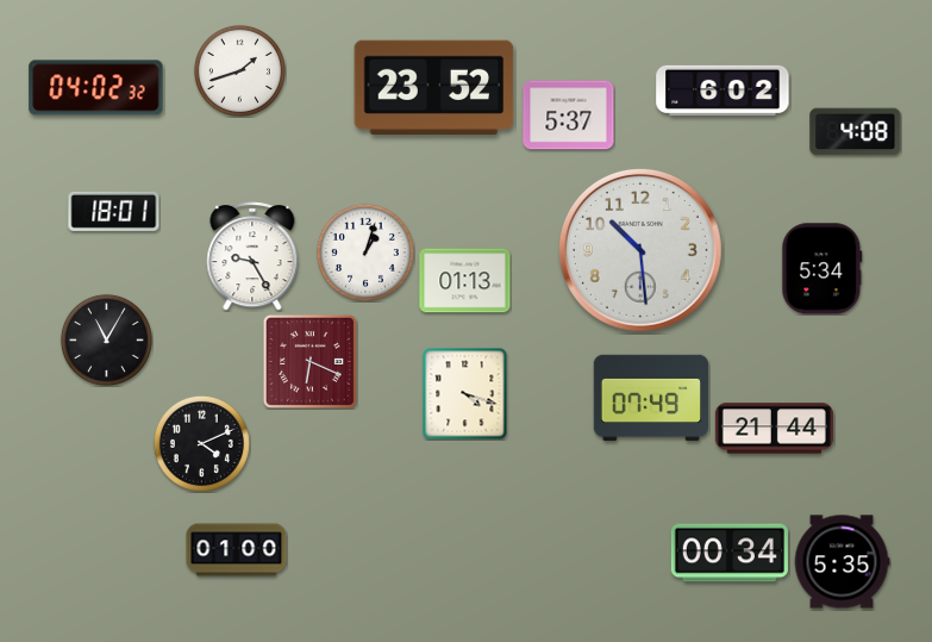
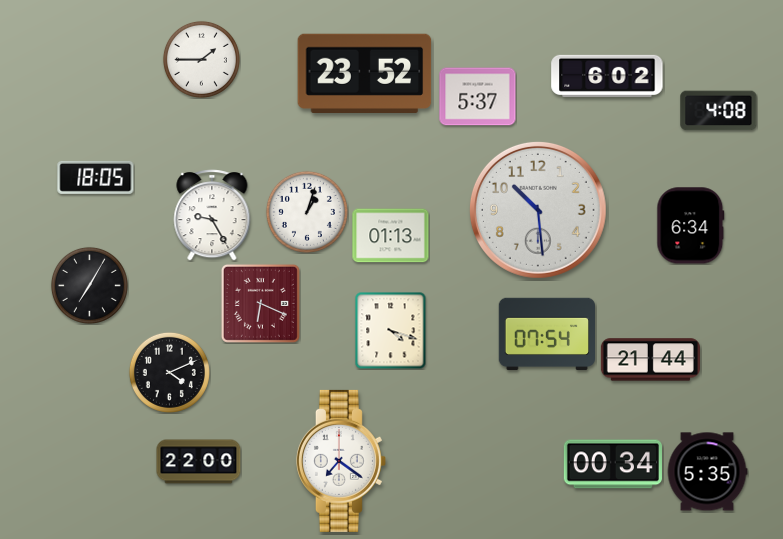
clock at (239, 70): 1:42 -> 1:45
clock at (96, 88): 04:02 -> none
clock at (114, 211): 18:01 -> 18:05
clock at (822, 269): 5:34 -> 6:34
clock at (106, 339): 11:05 -> 7:05
clock at (651, 398): 07:49 -> 07:54
clock at (341, 461): none -> 7:21
clock at (237, 550): 01:00 -> 22:00
